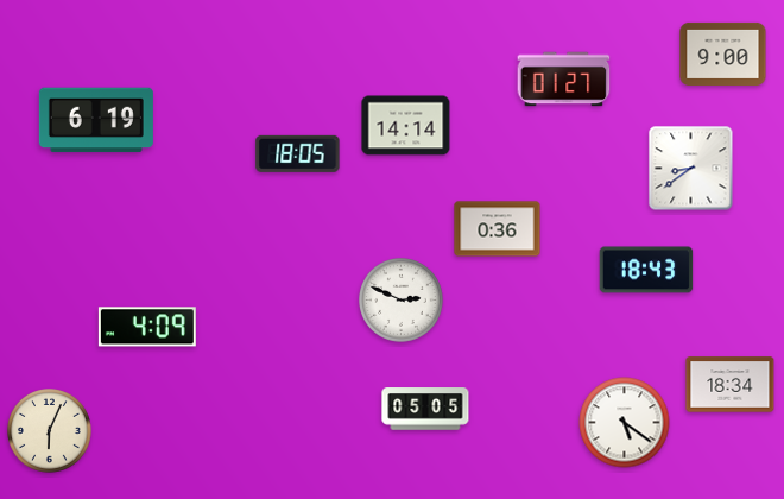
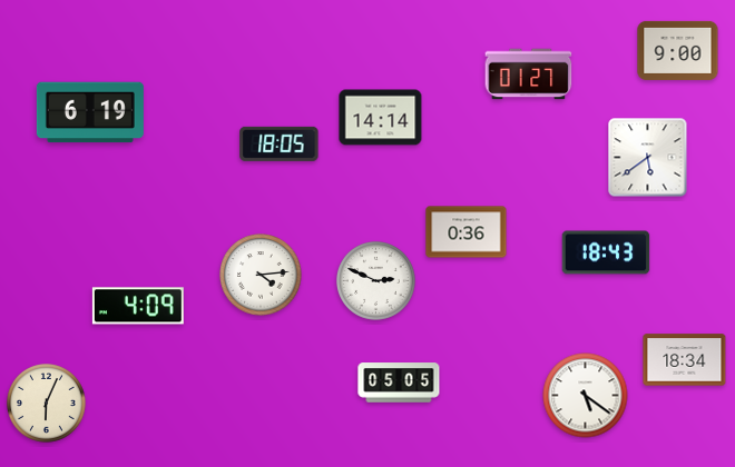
clock at (691, 169): 8:39 -> 5:39
clock at (498, 229) position: (498, 229) -> (467, 232)
clock at (261, 275): none -> 4:14
